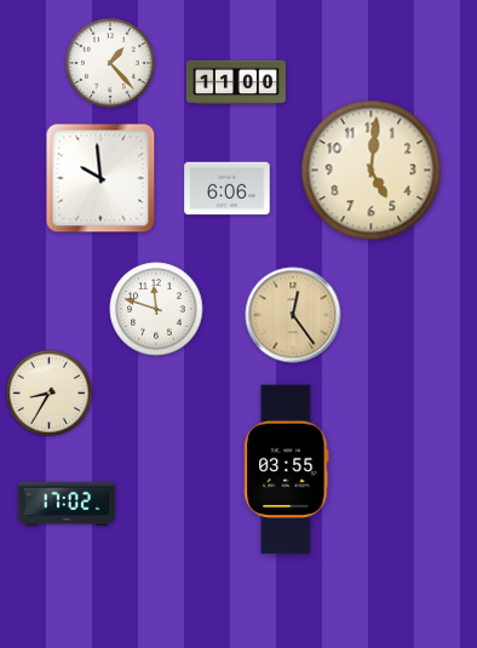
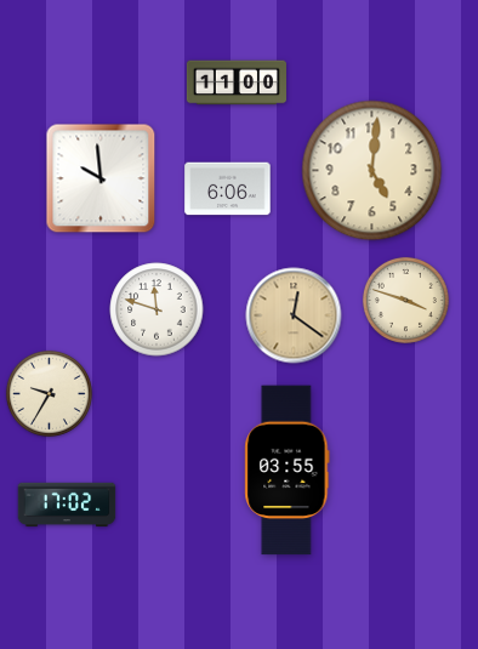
clock at (110, 63): 1:23 -> none
clock at (405, 300): none -> 3:48
clock at (293, 315): 12:24 -> 12:21
clock at (48, 392): 8:35 -> 9:35
